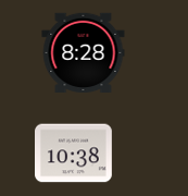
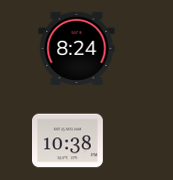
clock at (84, 52): 8:28 -> 8:24
